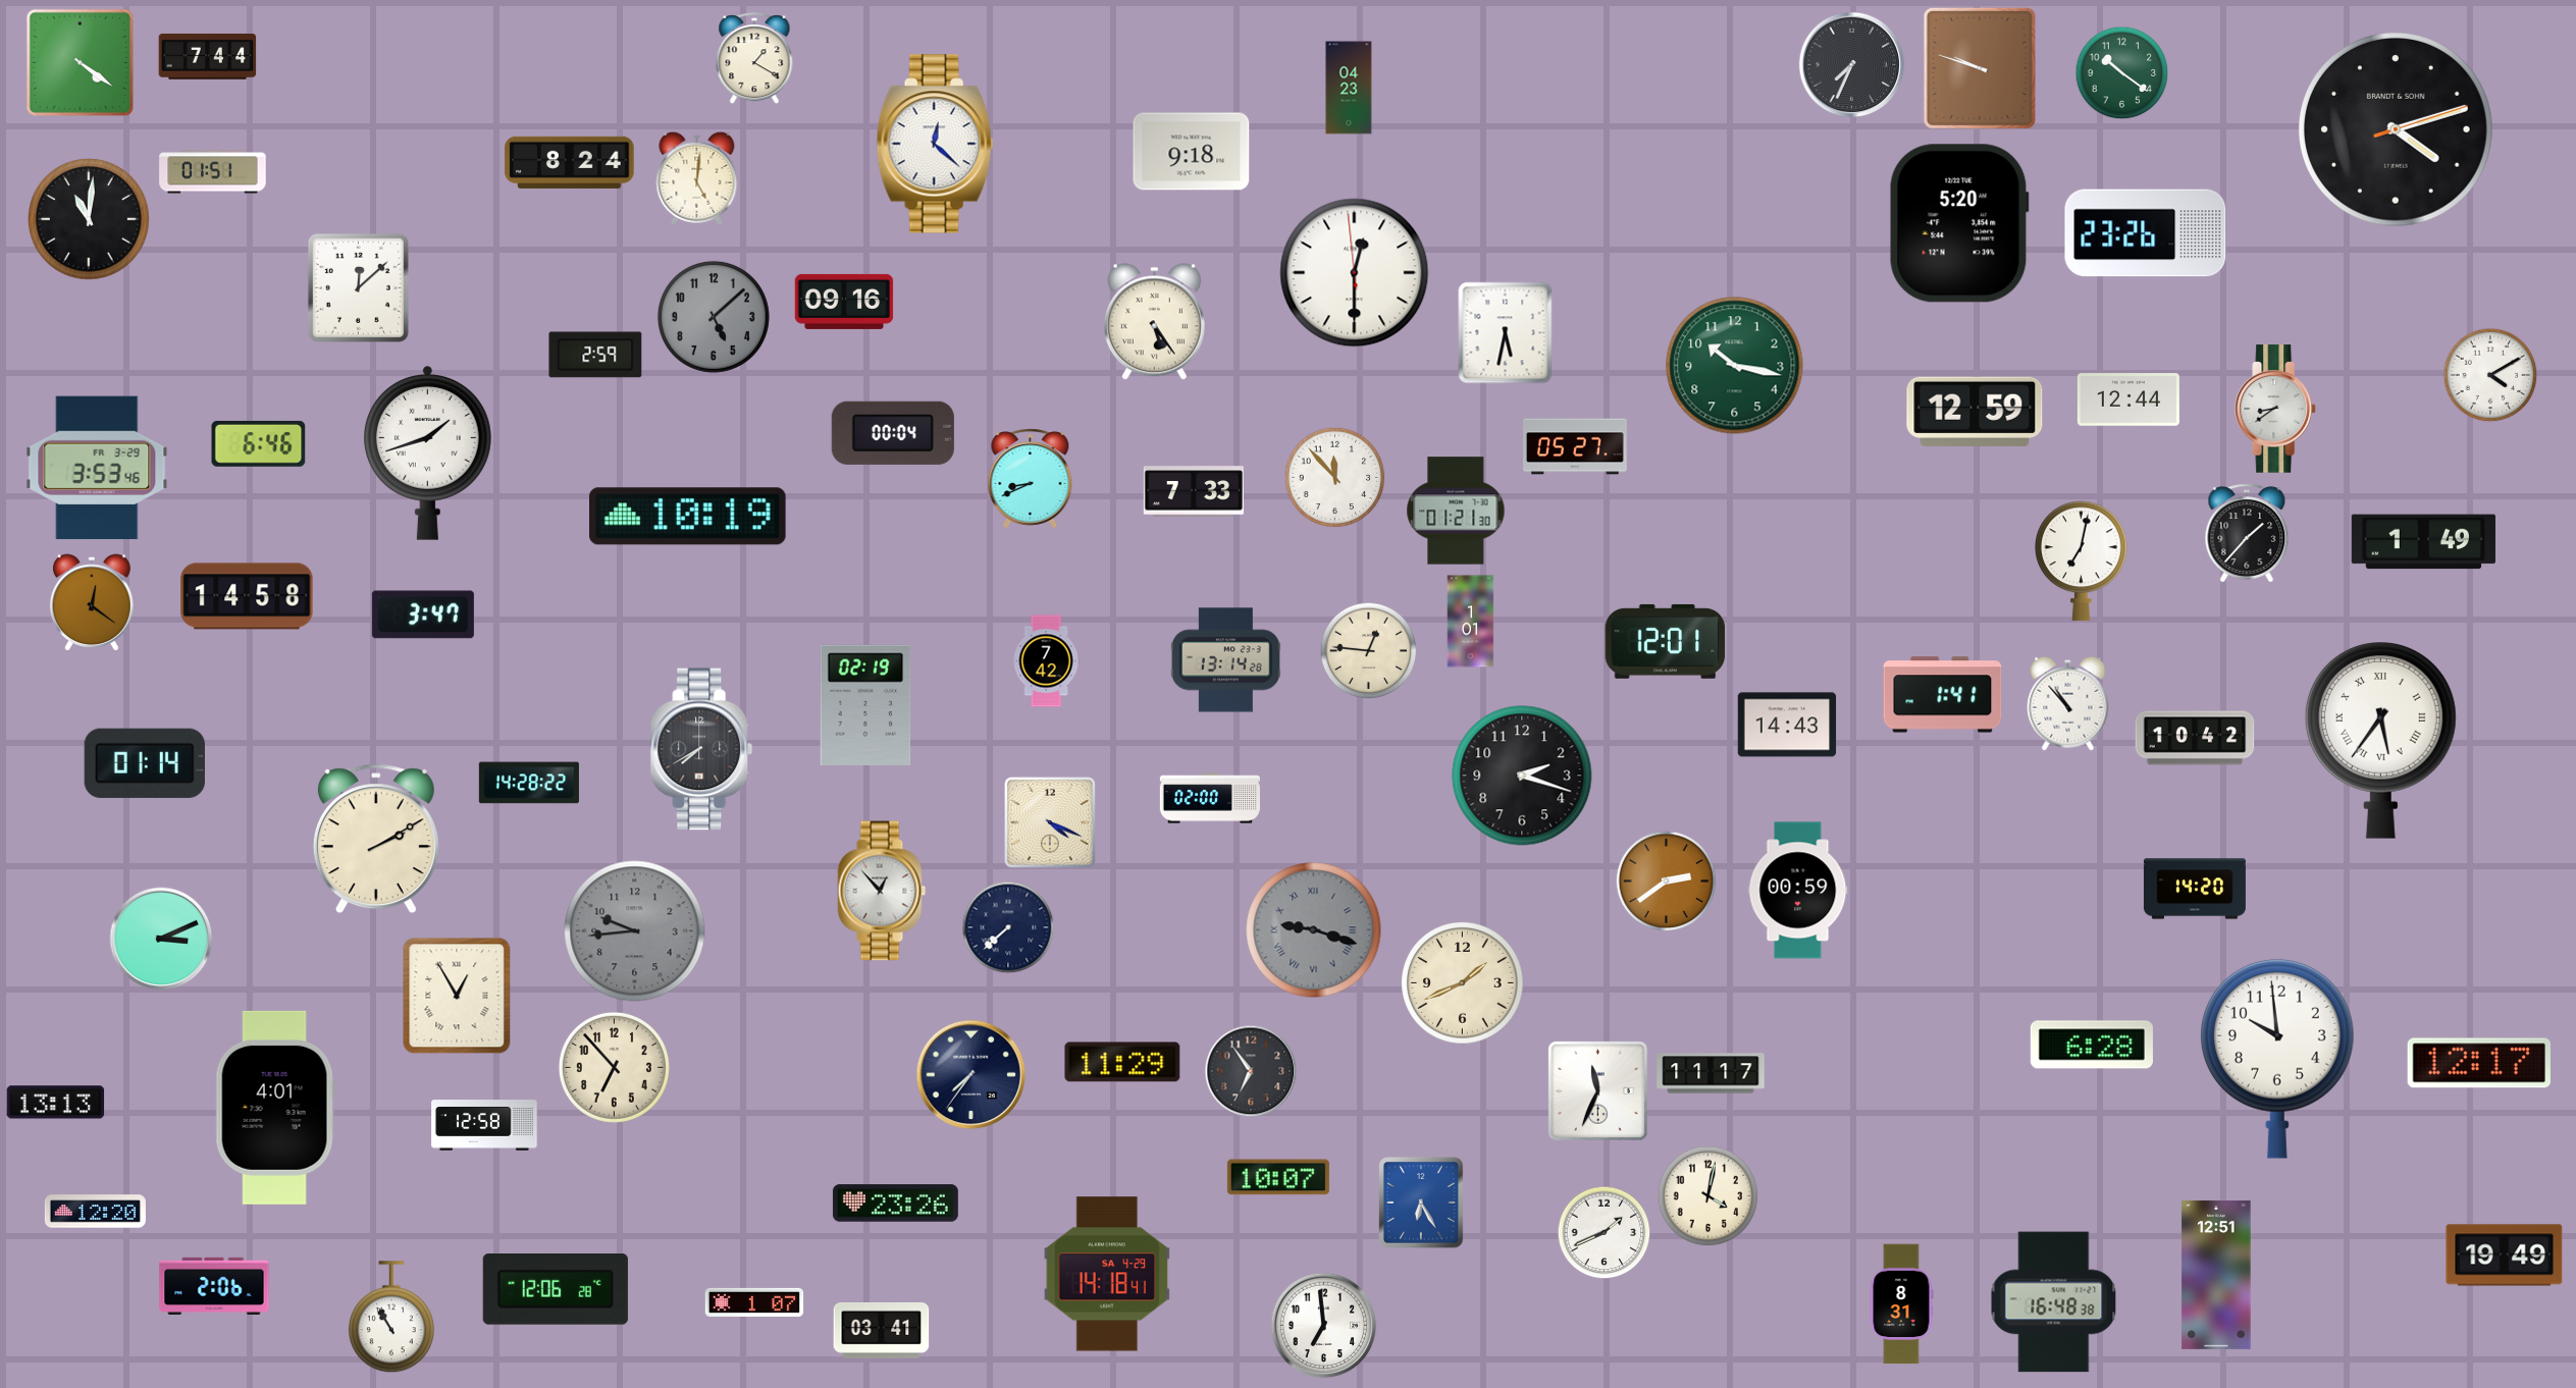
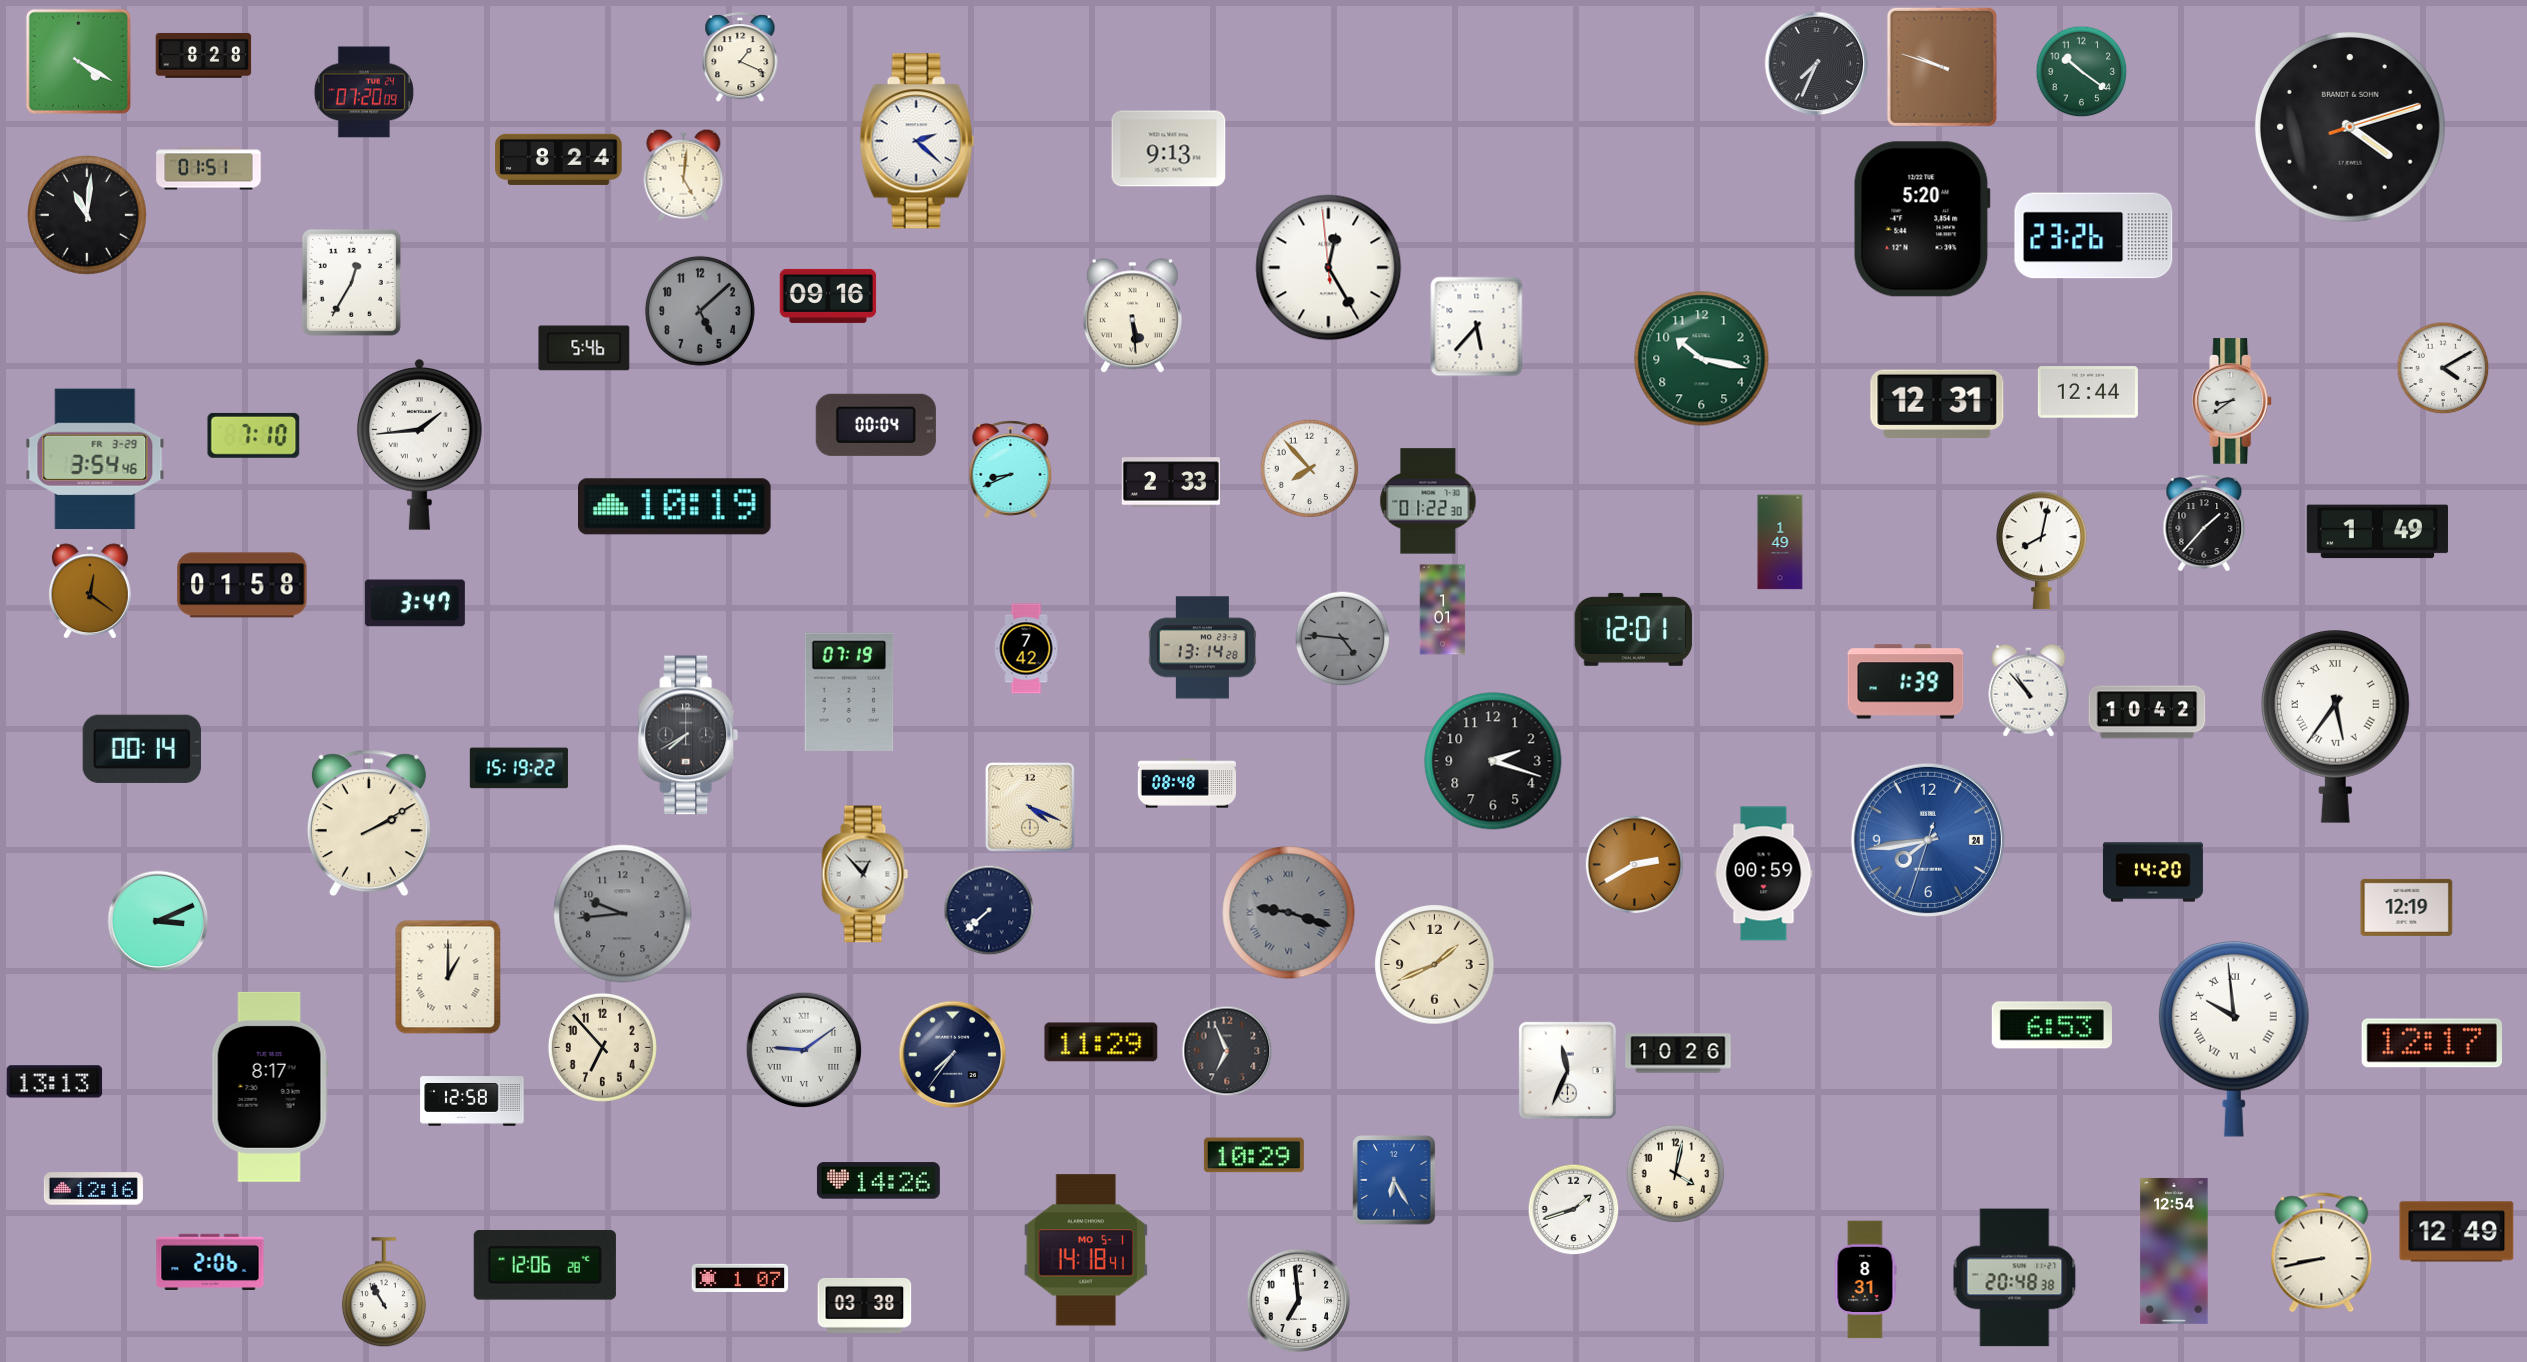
clock at (208, 56): 7:44 -> 8:28
clock at (754, 59): 1:20 -> 1:19
clock at (80, 62): 4:21 -> 4:20
clock at (1349, 88): 04:23 -> none
clock at (364, 92): none -> 07:20
clock at (935, 144): 12:22 -> 2:22
clock at (1192, 152): 9:18 -> 9:13
clock at (2146, 233) position: (2146, 233) -> (2094, 236)
clock at (1355, 273): 12:29 -> 12:24
clock at (358, 287): 12:08 -> 12:35
clock at (1154, 322): 5:24 -> 5:29
clock at (1506, 333): 5:32 -> 5:37
clock at (595, 355): 2:59 -> 5:46
clock at (1975, 411): 12:59 -> 12:31
clock at (259, 443): 6:46 -> 7:10
clock at (1576, 446): 05:27 -> none
clock at (427, 453): 1:42 -> 1:44
clock at (97, 467): 3:53 -> 3:54
clock at (1335, 478): 11:53 -> 7:53
clock at (1194, 491): 7:33 -> 2:33
clock at (1456, 511): 01:21 -> 01:22
clock at (1780, 542): none -> 1:49
clock at (2082, 562): 7:02 -> 8:02
clock at (247, 596): 14:58 -> 01:58
clock at (1369, 651): 12:46 -> 4:46
clock at (1369, 651) dial: cream -> grey
clock at (1943, 695): 1:41 -> 1:39
clock at (865, 704): 02:19 -> 07:19
clock at (1787, 725): 14:43 -> none
clock at (2195, 738) position: (2195, 738) -> (2147, 712)
clock at (145, 763): 01:14 -> 00:14
clock at (529, 783): 14:28 -> 15:19
clock at (1209, 798): 02:00 -> 08:48
clock at (1928, 840): none -> 7:43
clock at (1667, 882): 2:39 -> 2:40
clock at (2407, 907): none -> 12:19
clock at (457, 996): 12:55 -> 1:00
clock at (2092, 1045): 6:28 -> 6:53
clock at (2277, 1059) numerals: Arabic -> Roman
clock at (804, 1050): none -> 9:09
clock at (1251, 1071): 6:54 -> 6:56
clock at (1711, 1073): 11:17 -> 10:26
clock at (275, 1108): 4:01 -> 8:17
clock at (484, 1125) position: (484, 1125) -> (472, 1101)
clock at (1278, 1177): 10:07 -> 10:29
clock at (895, 1204): 23:26 -> 14:26
clock at (95, 1212): 12:20 -> 12:16
clock at (1605, 1233): 1:41 -> 1:42
clock at (2505, 1256): 19:49 -> 12:49
clock at (1106, 1274) date: SA 4-29 -> MO 5-1
clock at (2216, 1275): 12:51 -> 12:54
clock at (2322, 1253): none -> 8:43
clock at (2054, 1302): 16:48 -> 20:48
clock at (882, 1330): 03:41 -> 03:38
